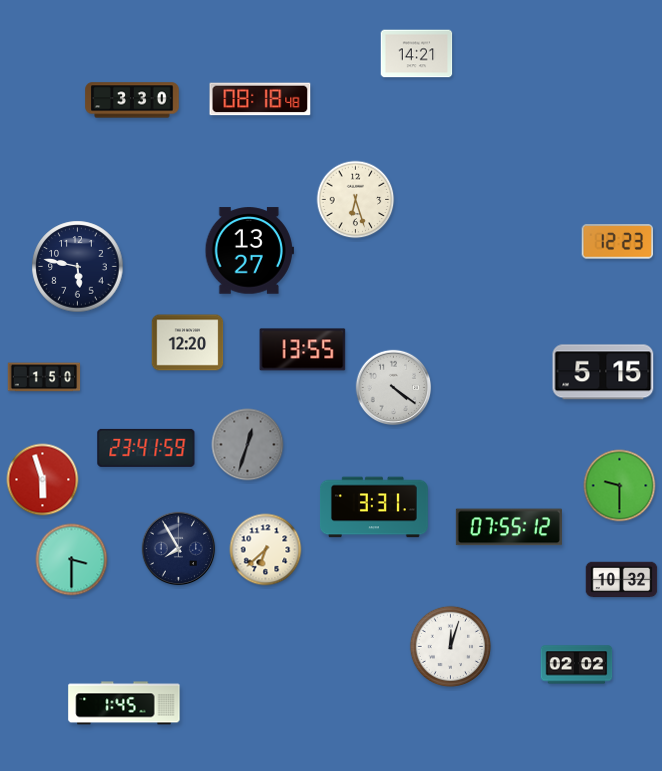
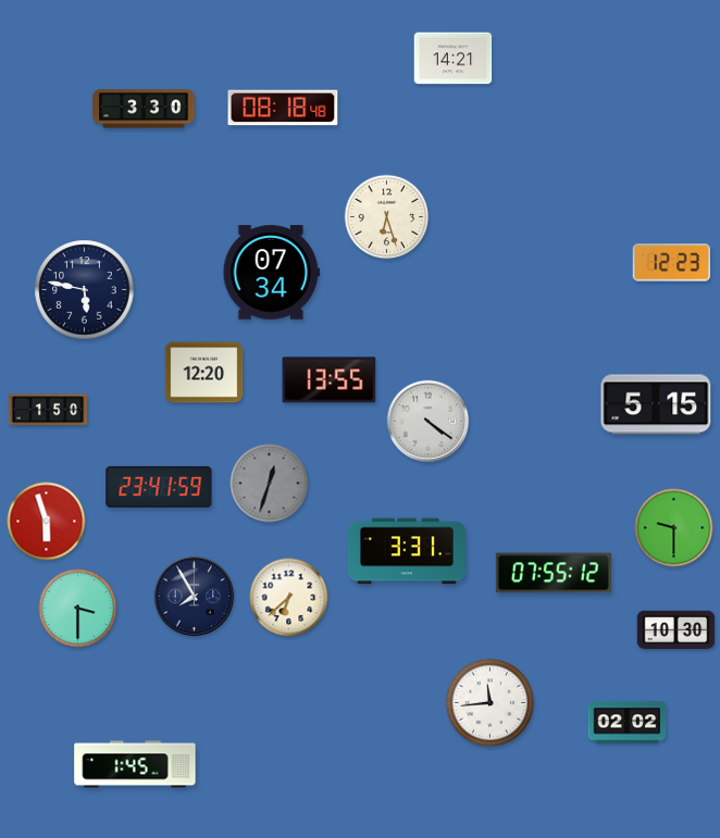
clock at (249, 251): 13:27 -> 07:34
clock at (622, 580): 10:32 -> 10:30
clock at (451, 647): 12:03 -> 11:44
